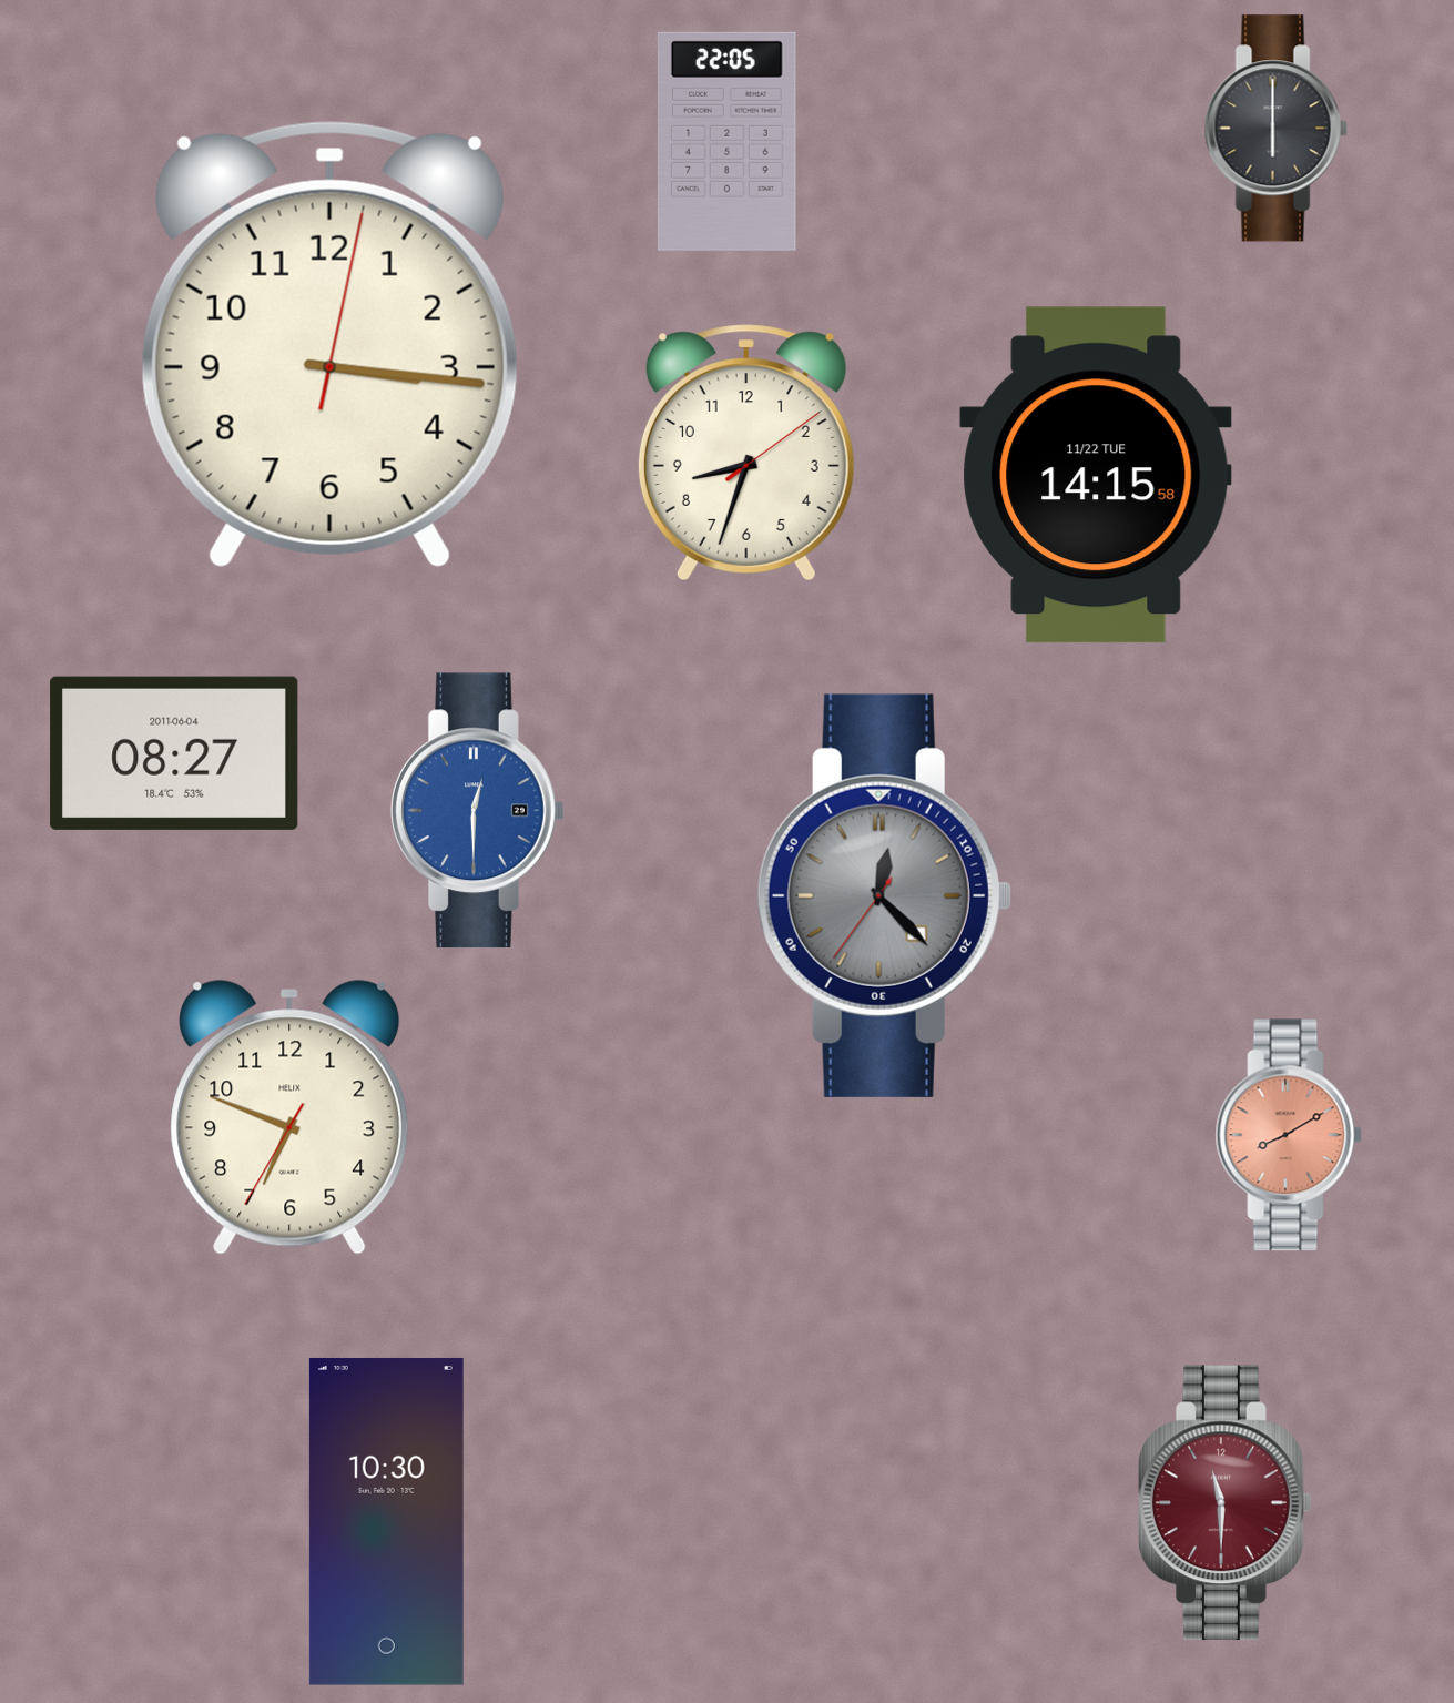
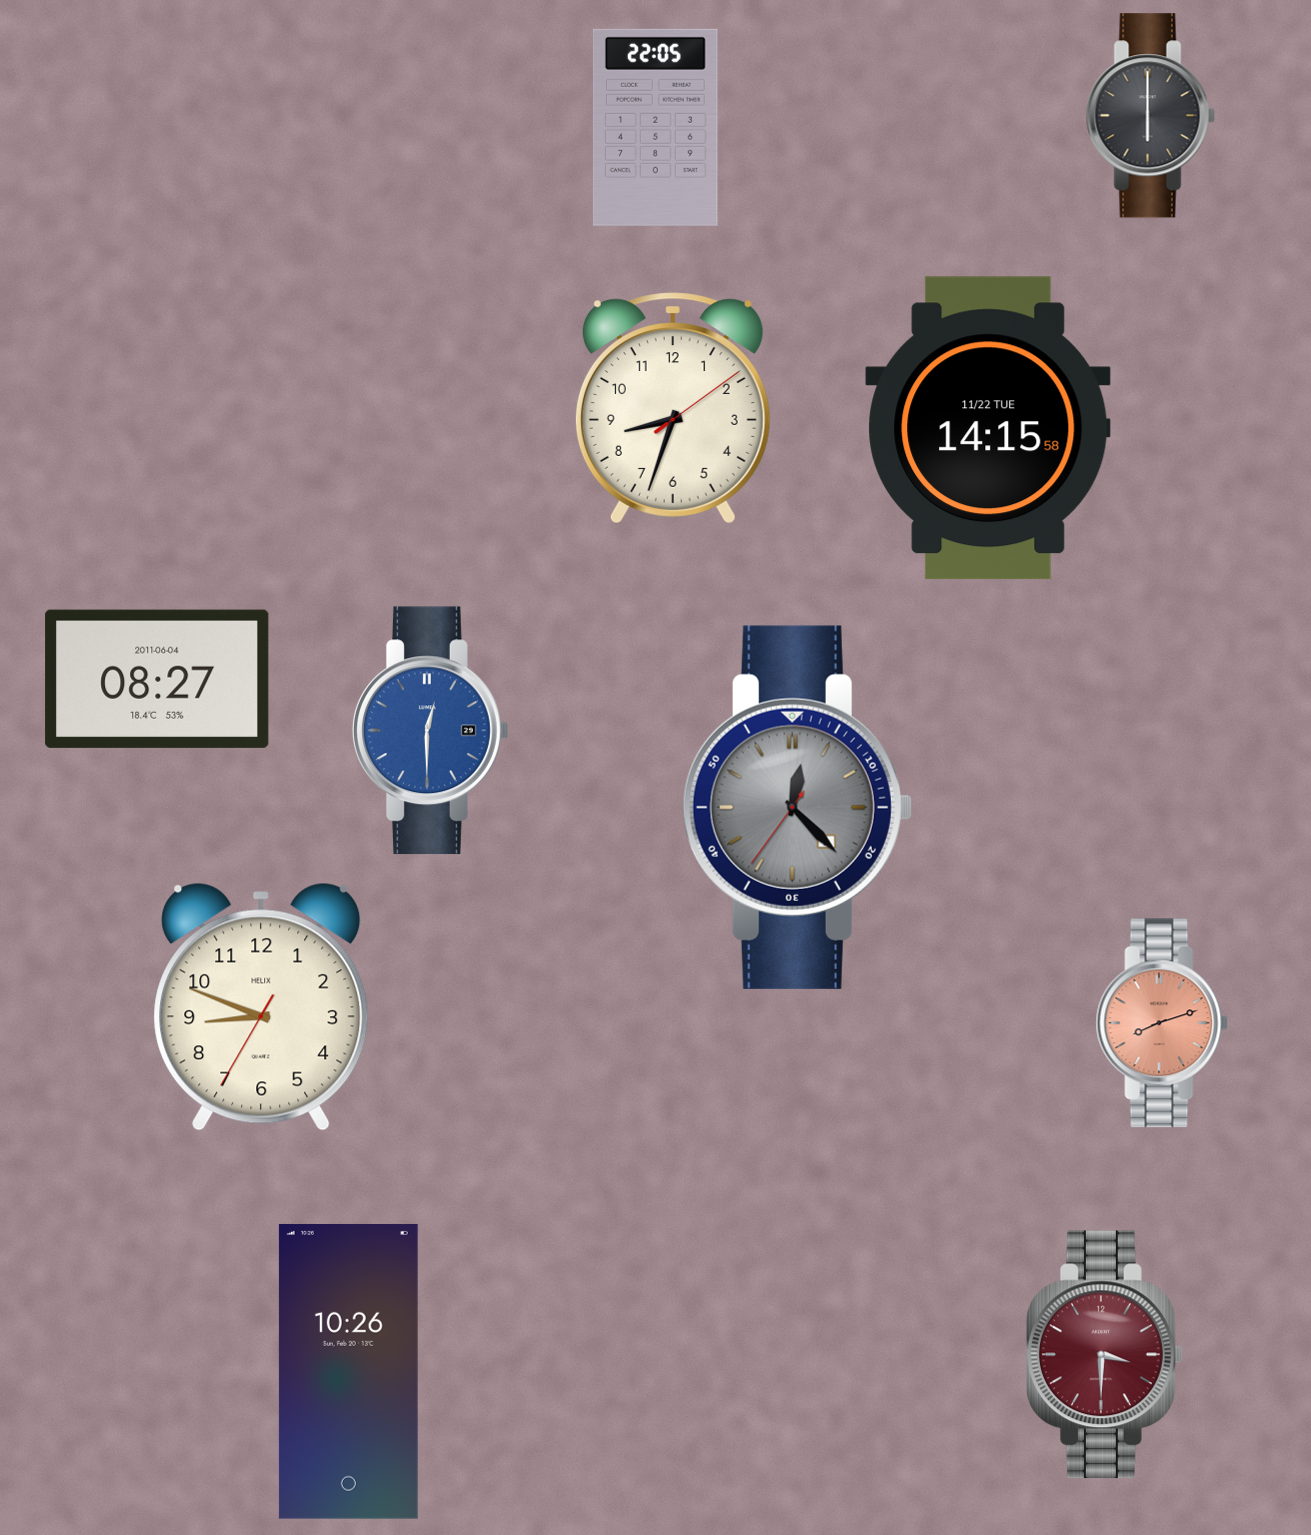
clock at (329, 344): 3:16 -> none
clock at (289, 1117): 6:48 -> 8:48
clock at (1289, 1135): 8:10 -> 8:12
clock at (1226, 1503): 11:30 -> 3:30
clock at (386, 1521): 10:30 -> 10:26
